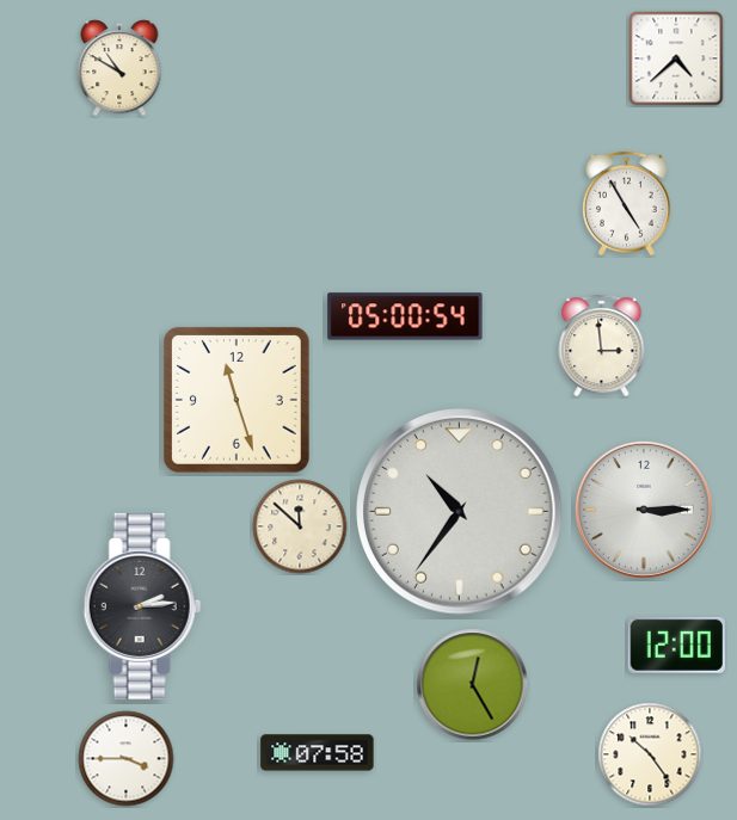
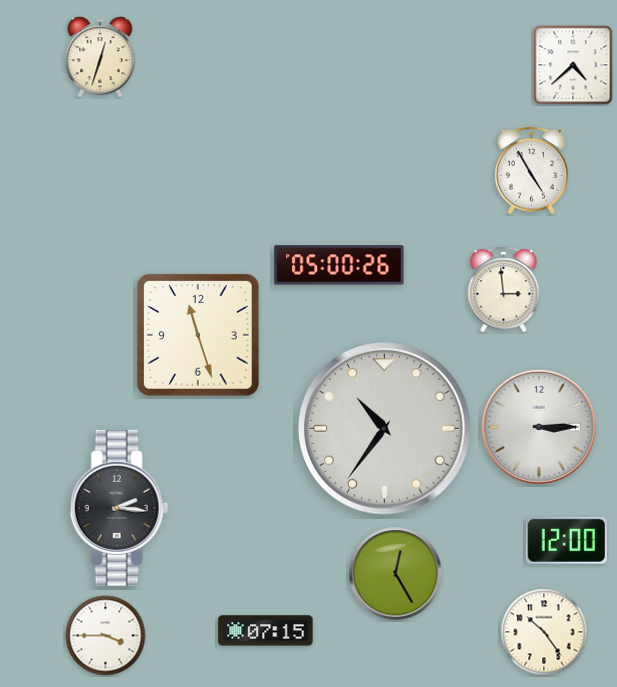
clock at (676, 58) position: (676, 58) -> (573, 65)
clock at (119, 68): 10:50 -> 12:33
clock at (627, 204) position: (627, 204) -> (532, 171)
clock at (405, 316): 05:00:54 -> 05:00:26
clock at (300, 526): 11:52 -> none
clock at (142, 606): 2:14 -> 2:16
clock at (318, 753): 07:58 -> 07:15
